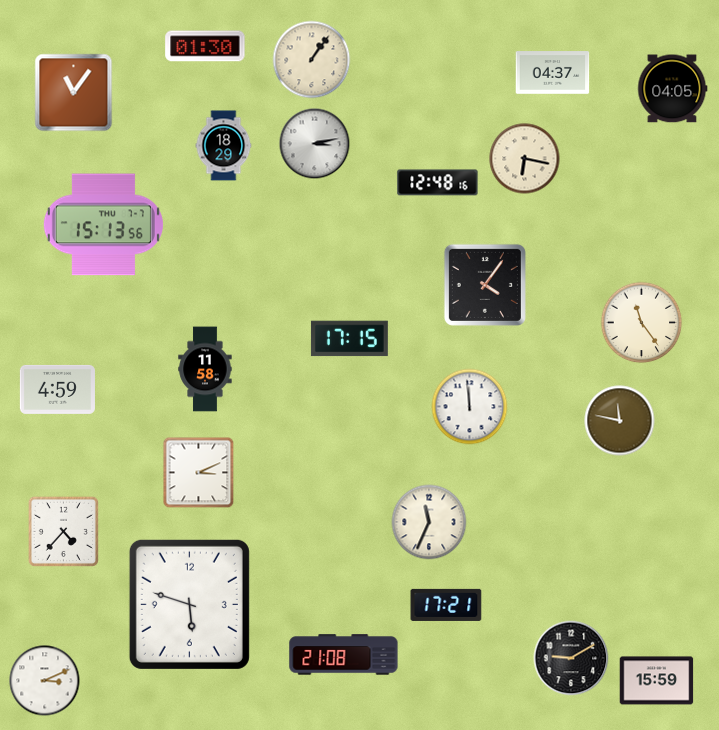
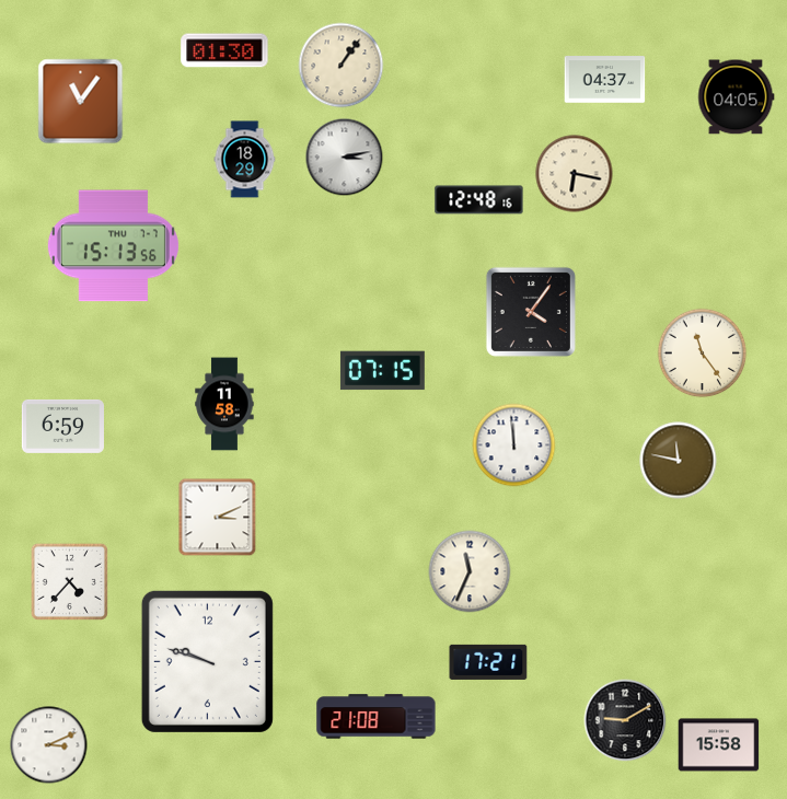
clock at (349, 339): 17:15 -> 07:15
clock at (57, 389): 4:59 -> 6:59
clock at (189, 604): 5:48 -> 9:48
clock at (657, 681): 15:59 -> 15:58
